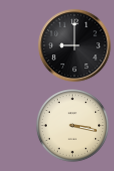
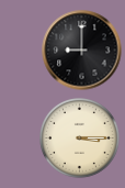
clock at (73, 126): 3:17 -> 3:15
